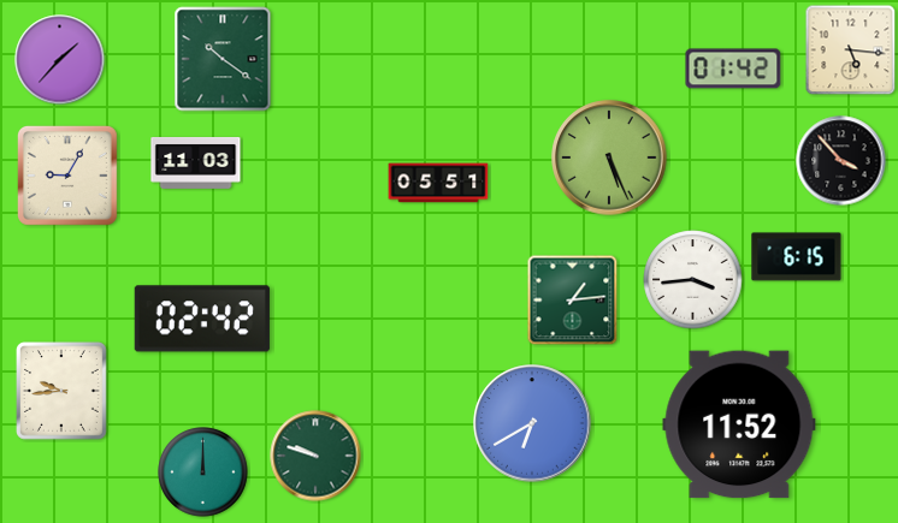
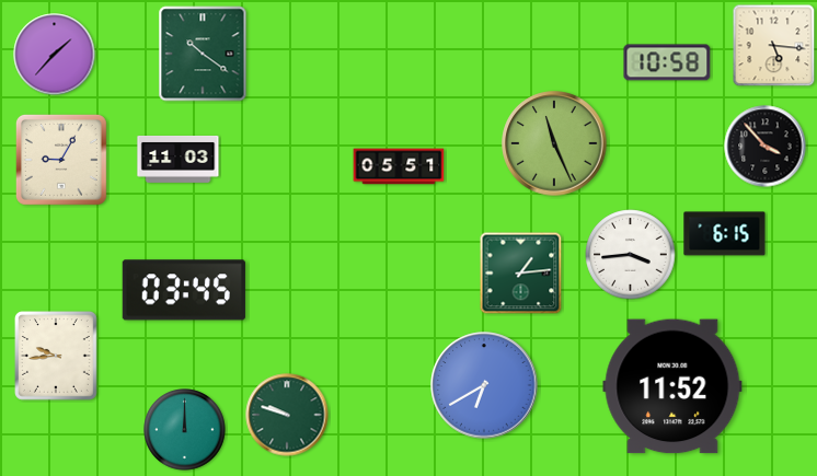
clock at (733, 69): 01:42 -> 10:58
clock at (609, 158): 5:26 -> 11:26
clock at (196, 162) position: (196, 162) -> (179, 159)
clock at (202, 319): 02:42 -> 03:45
